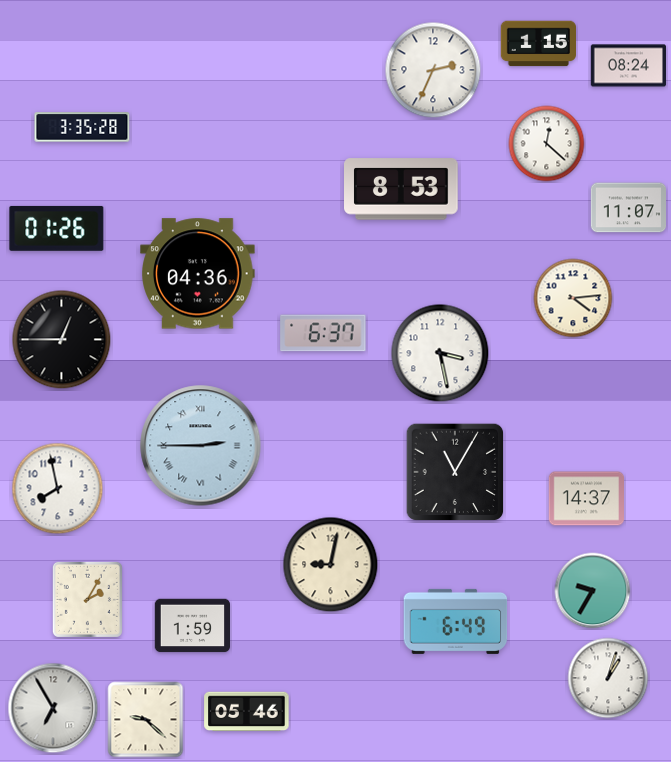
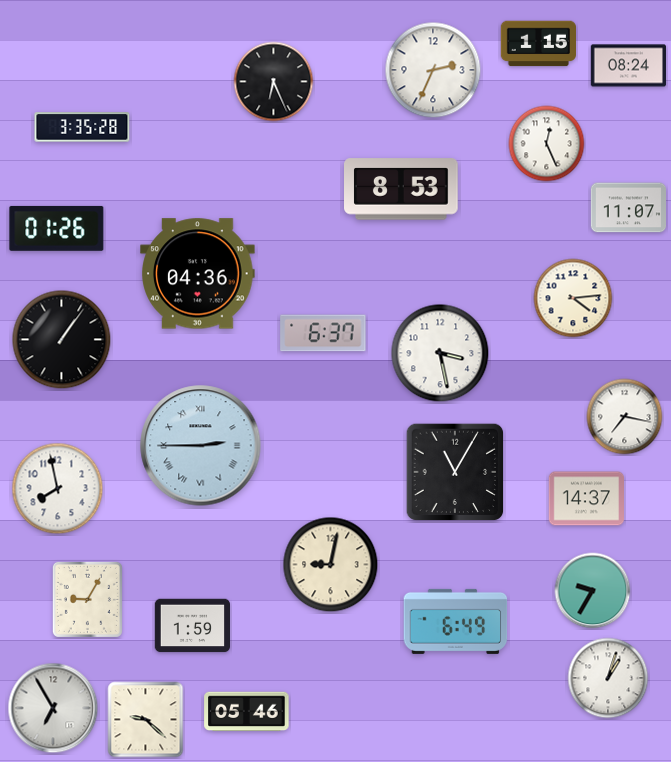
clock at (274, 82): none -> 6:26
clock at (547, 144): 12:22 -> 12:26
clock at (62, 340): 12:45 -> 1:06
clock at (625, 417): none -> 7:17
clock at (87, 599): 2:05 -> 9:05
